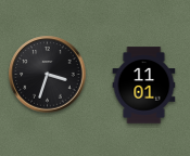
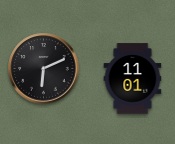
clock at (48, 75): 3:33 -> 6:11
